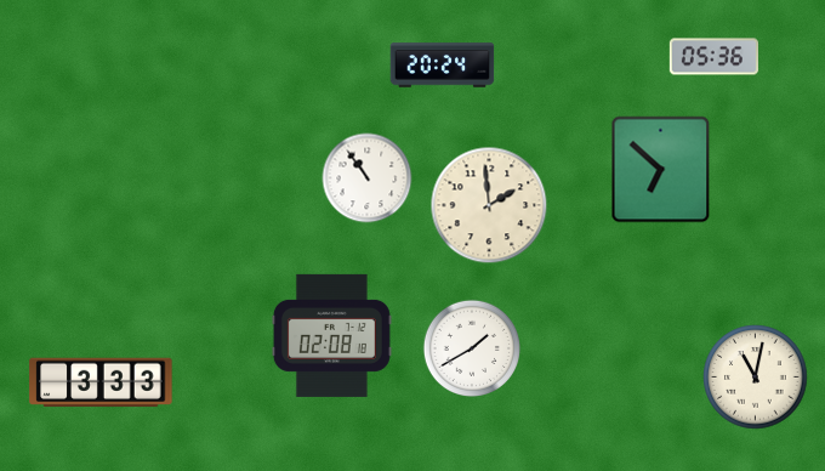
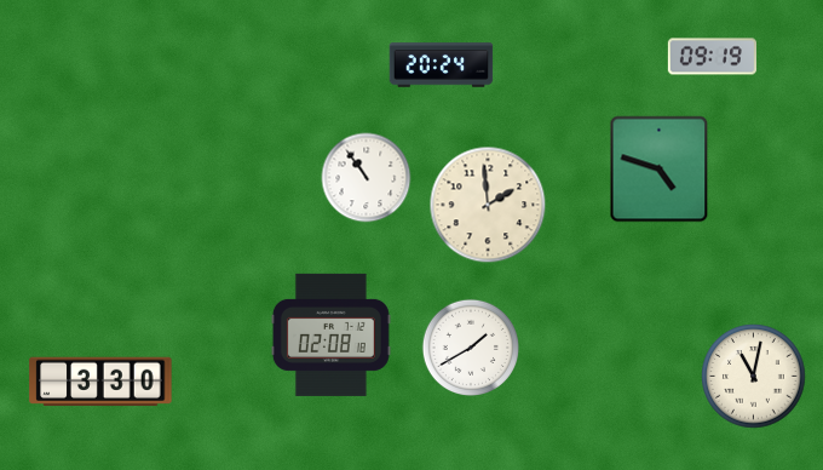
clock at (713, 57): 05:36 -> 09:19
clock at (661, 170): 6:52 -> 4:48
clock at (101, 382): 3:33 -> 3:30
